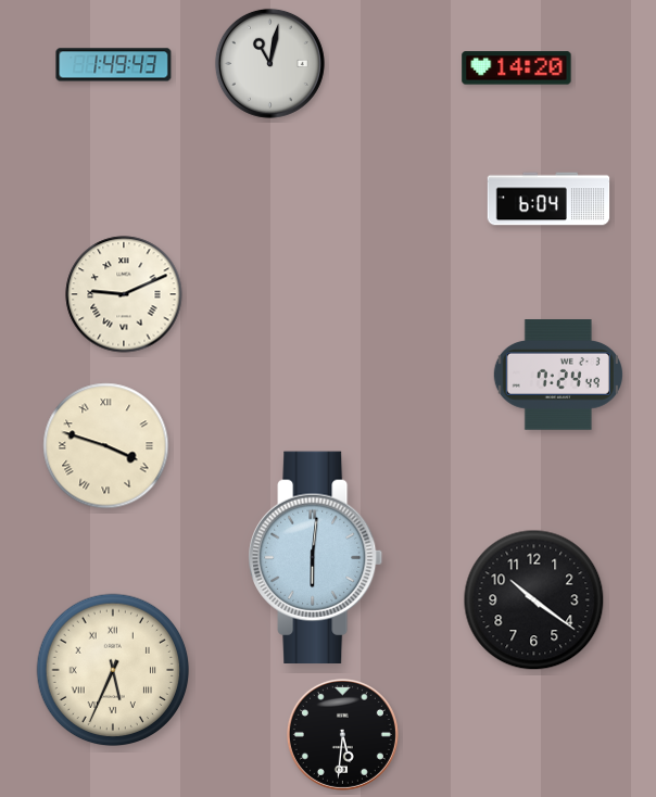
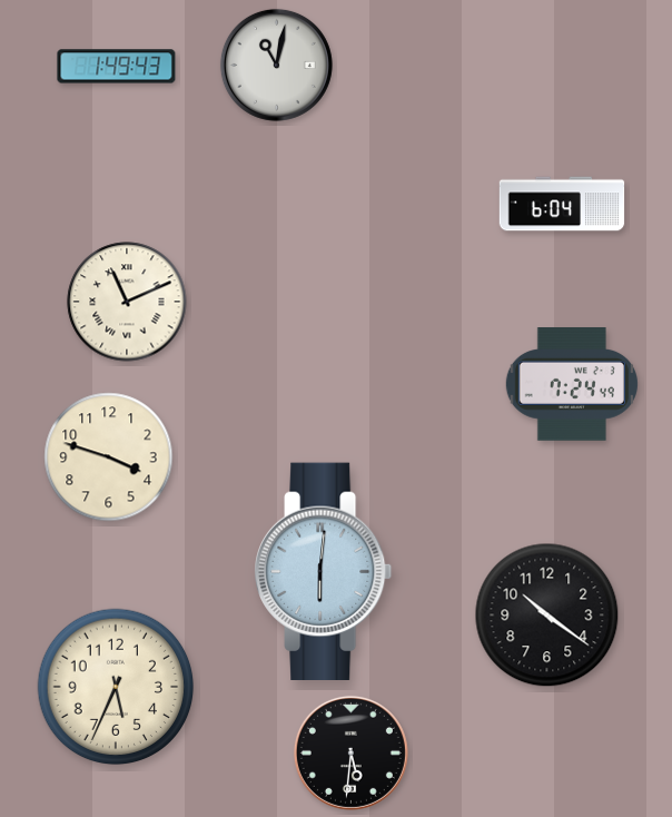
clock at (517, 68): 14:20 -> none
clock at (124, 294): 9:11 -> 11:11
clock at (106, 446) numerals: Roman -> Arabic
clock at (113, 670) numerals: Roman -> Arabic
